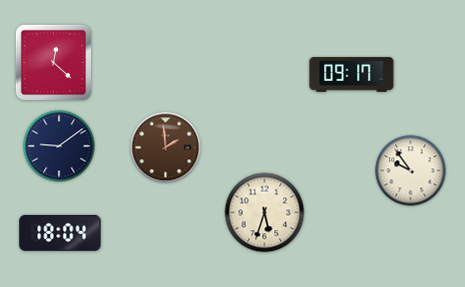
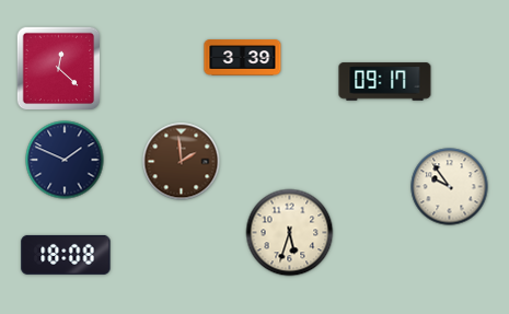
clock at (243, 58): none -> 3:39
clock at (59, 146): 9:09 -> 1:49
clock at (60, 233): 18:04 -> 18:08
